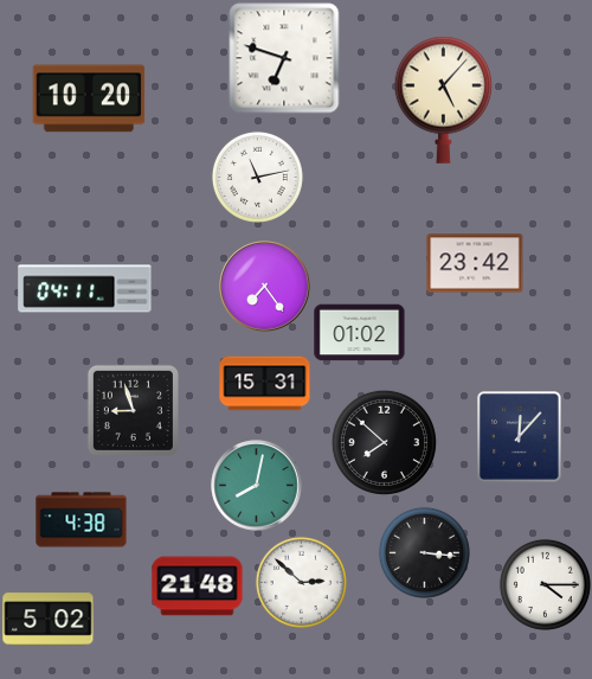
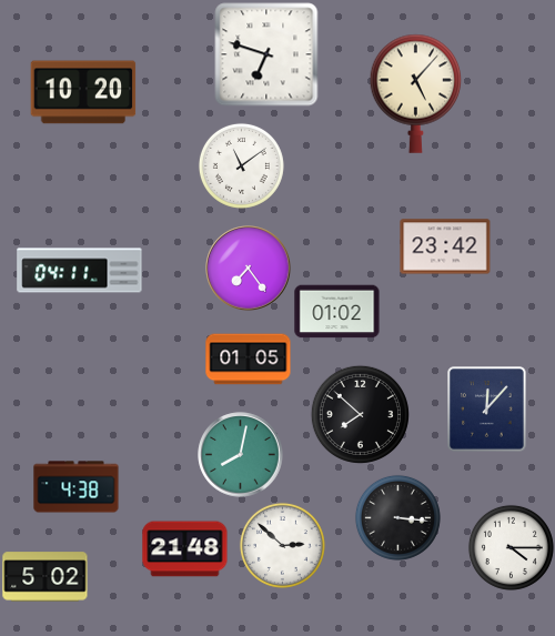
clock at (257, 177): 11:13 -> 11:09
clock at (265, 384): 15:31 -> 01:05
clock at (133, 410): 8:57 -> none
clock at (49, 620) position: (49, 620) -> (46, 577)
